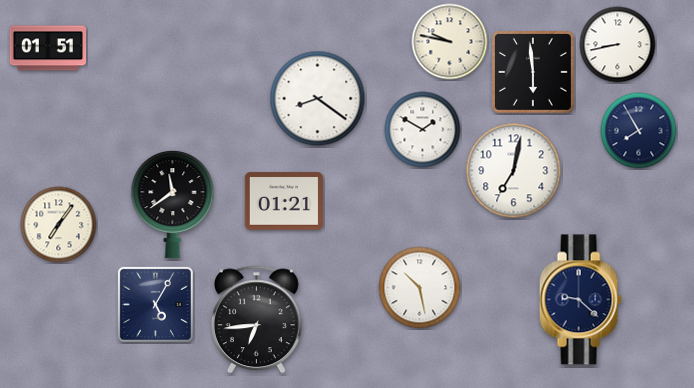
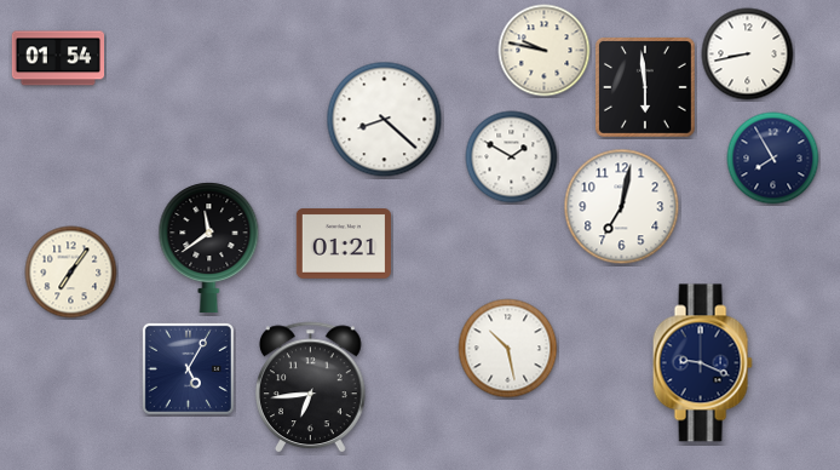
clock at (48, 48): 01:51 -> 01:54
clock at (318, 99): 8:21 -> 8:22
clock at (580, 300): 9:22 -> 9:19
